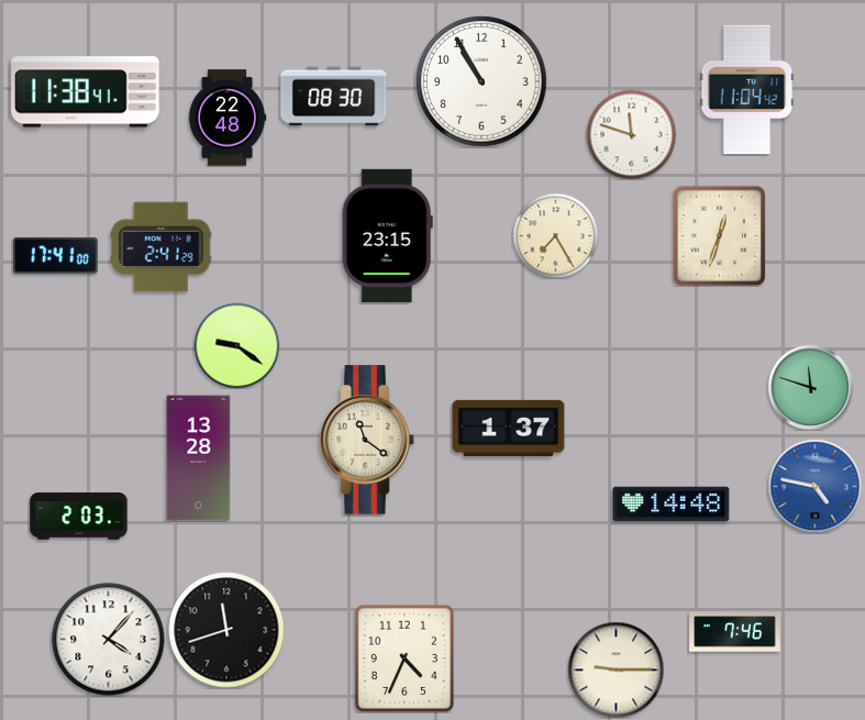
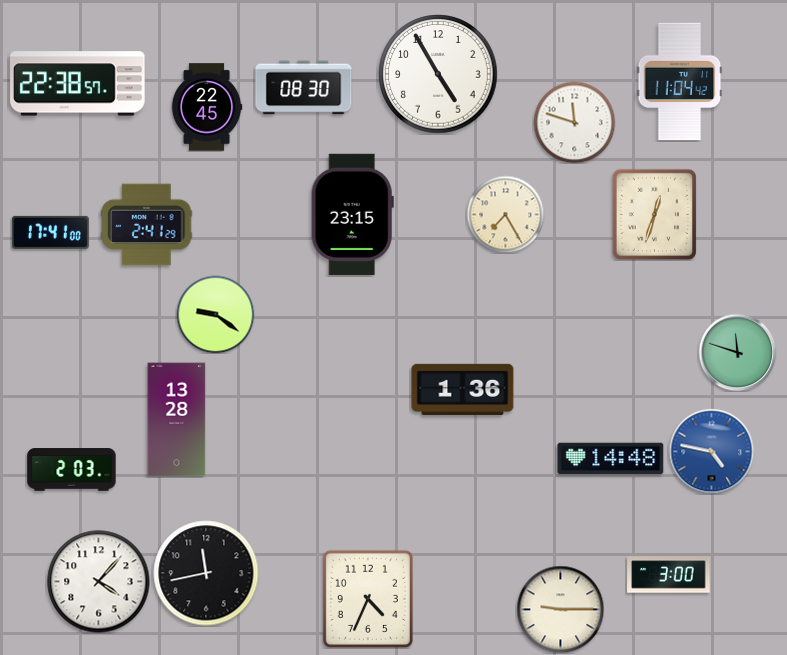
clock at (481, 81): 10:55 -> 4:55
clock at (86, 92): 11:38 -> 22:38
clock at (228, 118): 22:48 -> 22:45
clock at (509, 428): 1:37 -> 1:36
clock at (367, 440): 11:21 -> none
clock at (199, 458) position: (199, 458) -> (177, 420)
clock at (814, 486) position: (814, 486) -> (711, 451)
clock at (226, 630): 11:42 -> 11:43
clock at (735, 632): 7:46 -> 3:00
